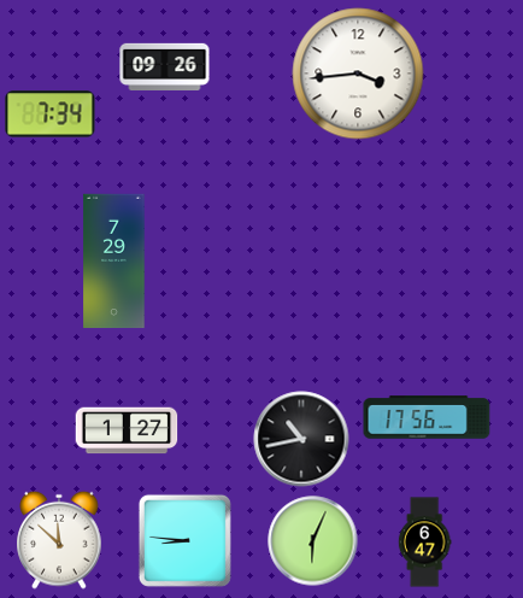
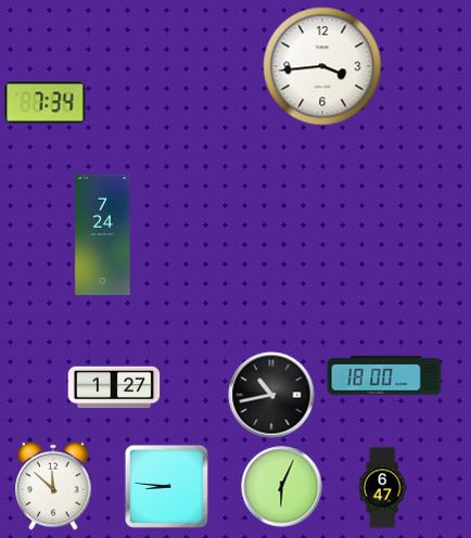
clock at (165, 66): 09:26 -> none
clock at (114, 262): 7:29 -> 7:24
clock at (427, 417): 17:56 -> 18:00
